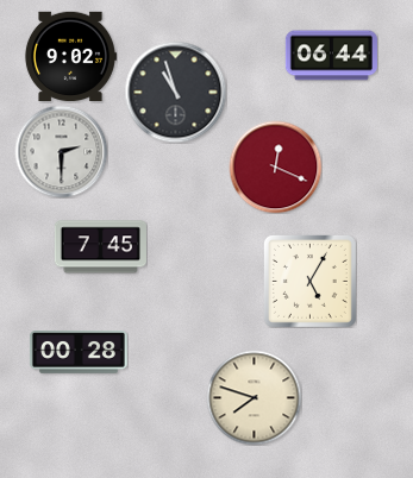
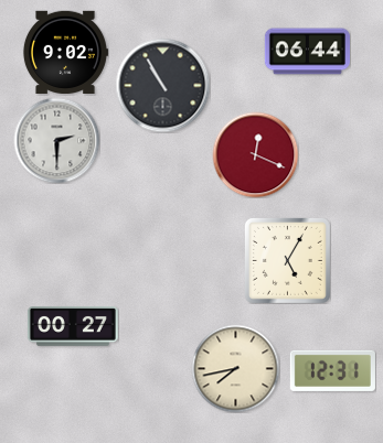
clock at (175, 92): 10:57 -> 10:55
clock at (100, 247): 7:45 -> none
clock at (79, 352): 00:28 -> 00:27
clock at (254, 397): 7:48 -> 7:43
clock at (332, 370): none -> 12:31
